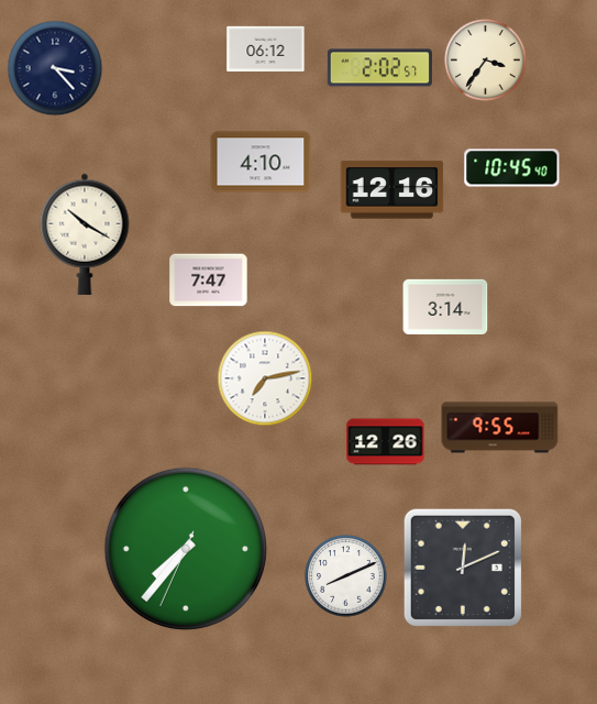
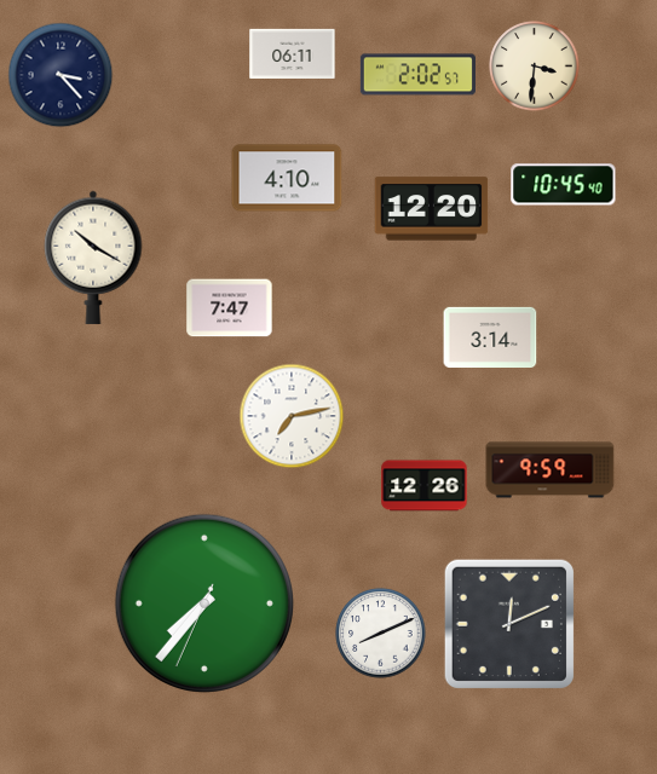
clock at (266, 48): 06:12 -> 06:11
clock at (486, 61): 3:36 -> 3:31
clock at (393, 190): 12:16 -> 12:20
clock at (500, 428): 9:55 -> 9:59
